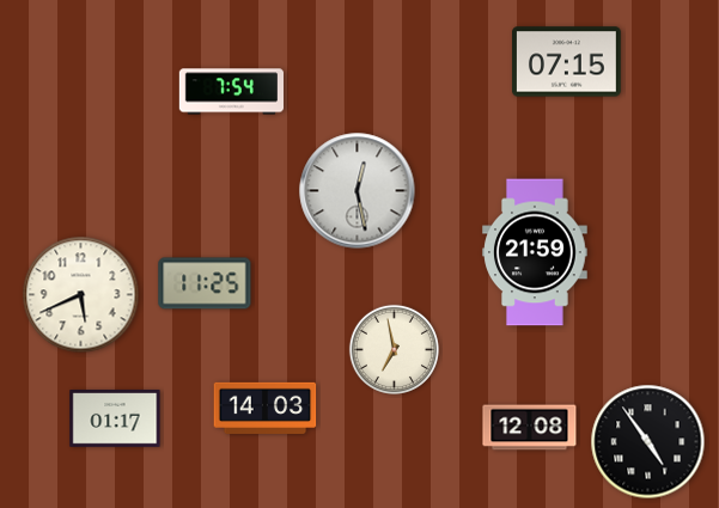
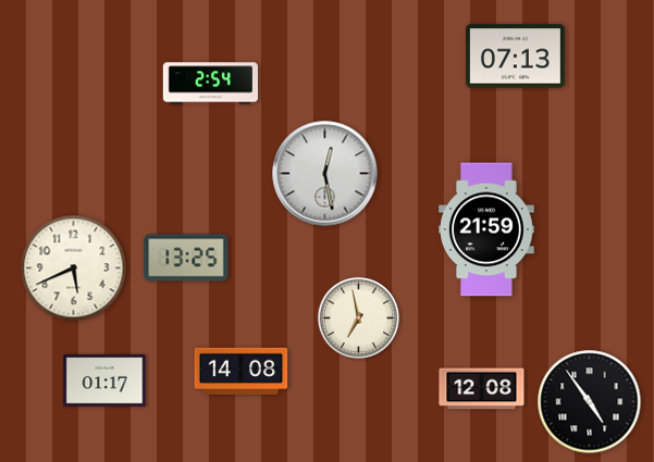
clock at (567, 62): 07:15 -> 07:13
clock at (232, 92): 7:54 -> 2:54
clock at (205, 283): 11:25 -> 13:25
clock at (266, 408): 14:03 -> 14:08
